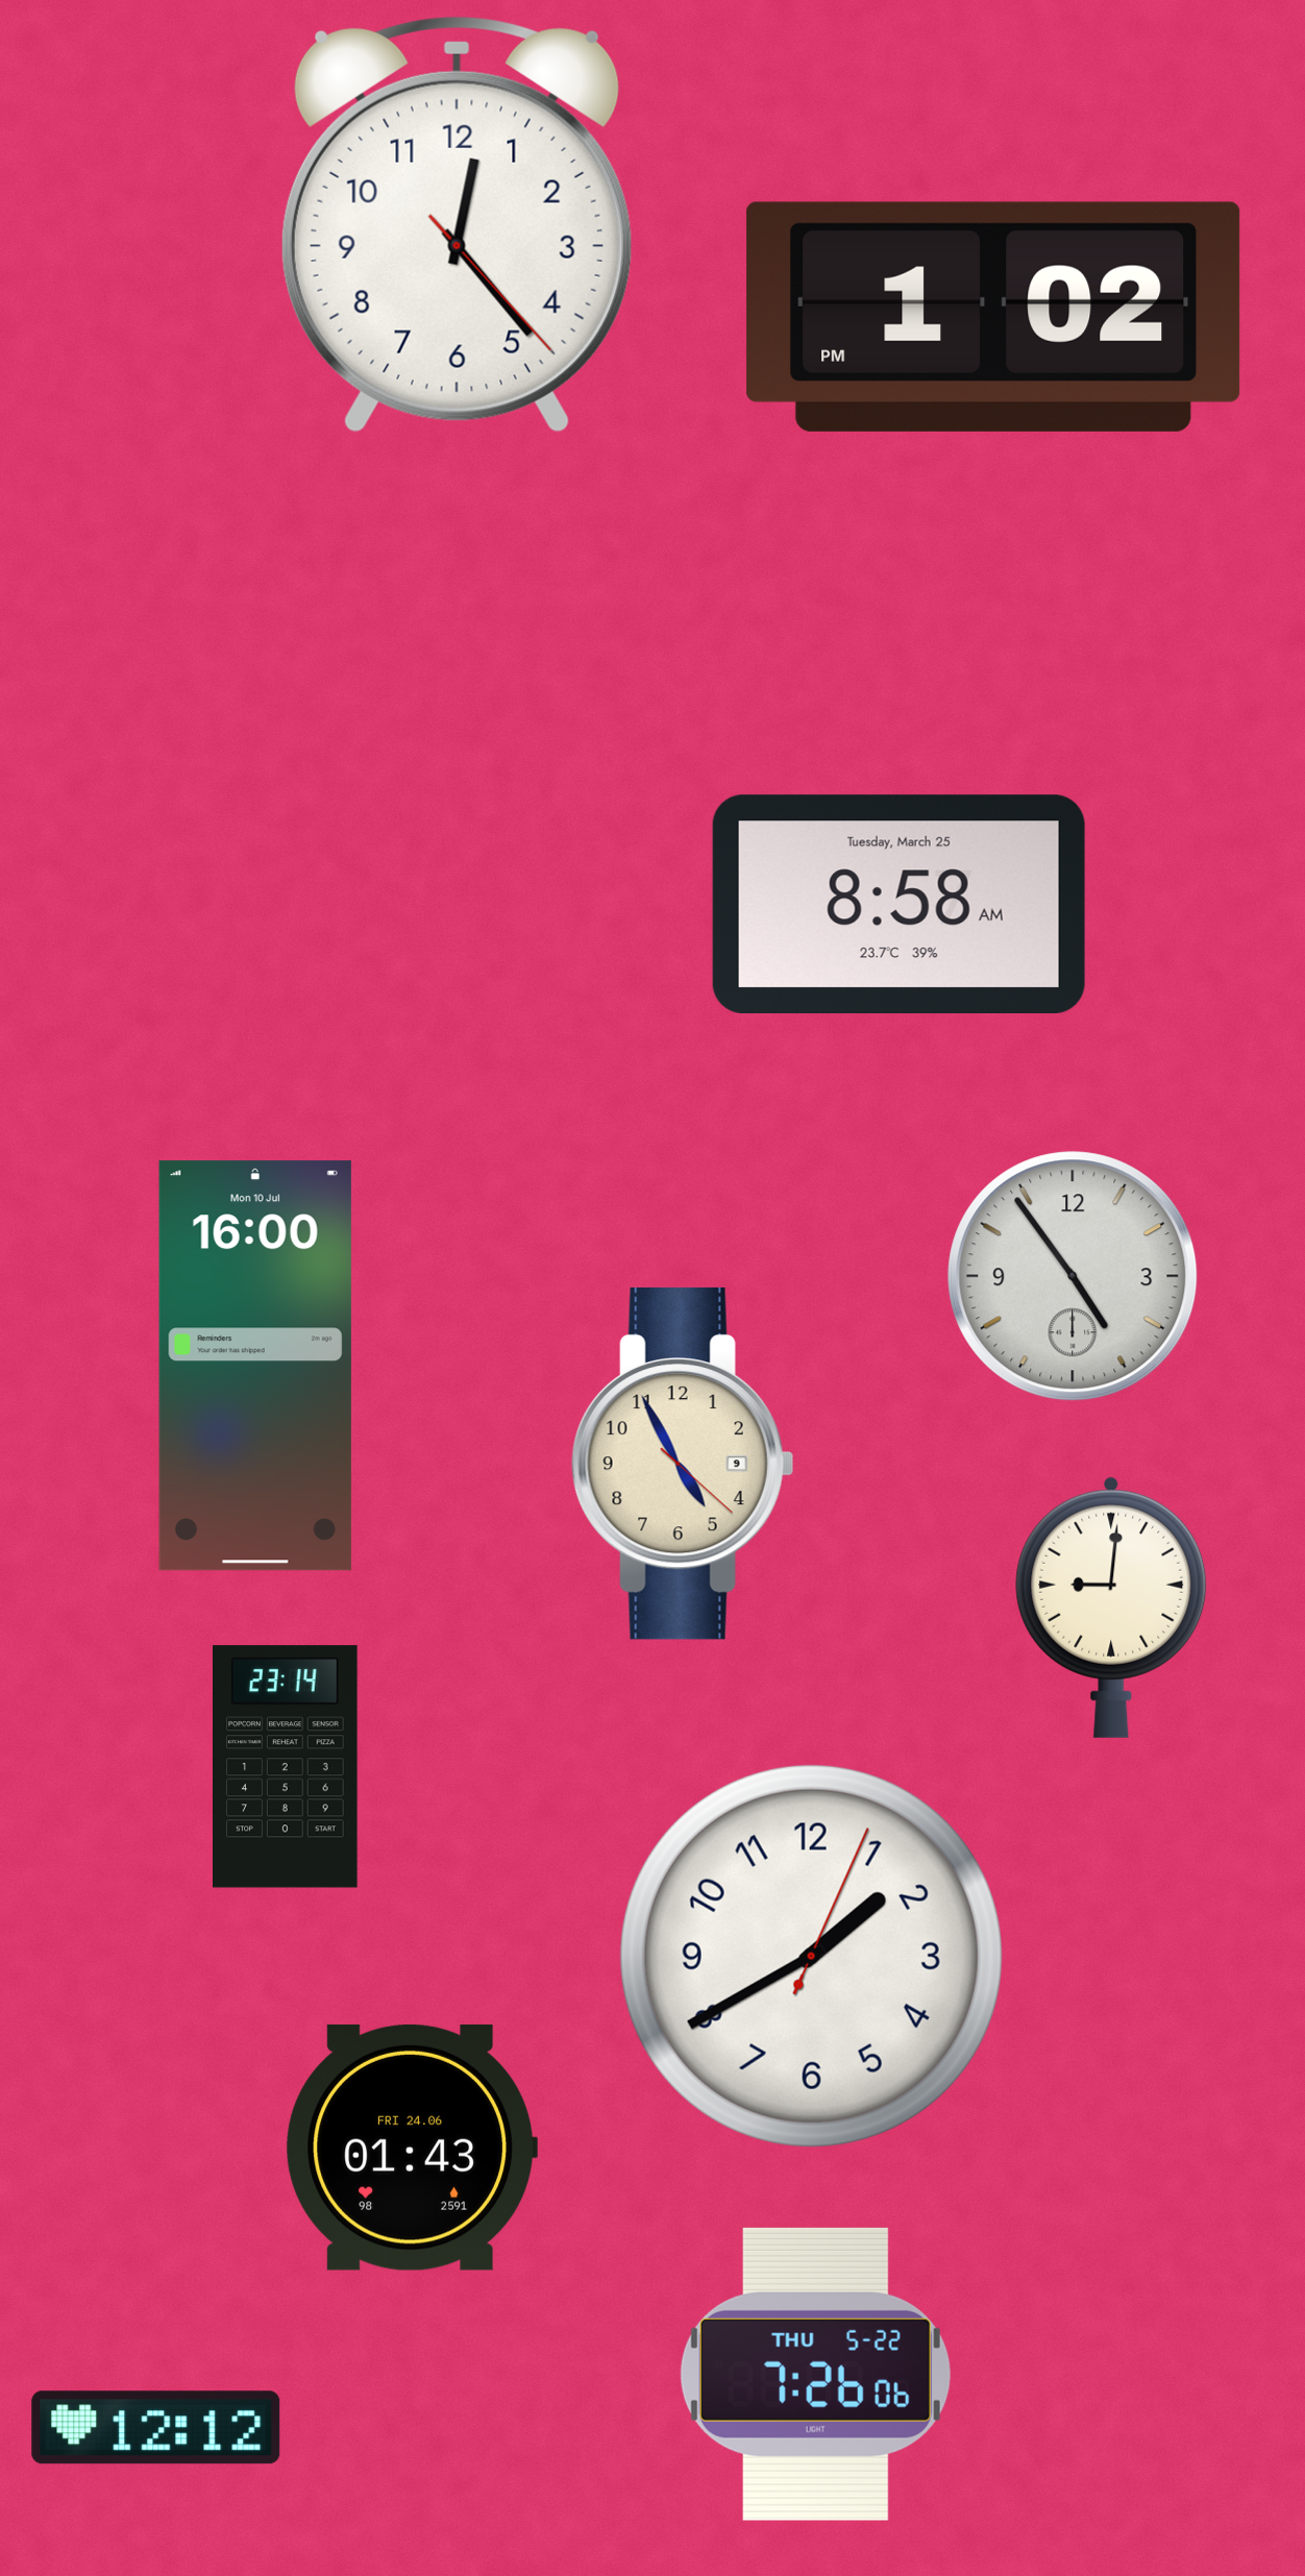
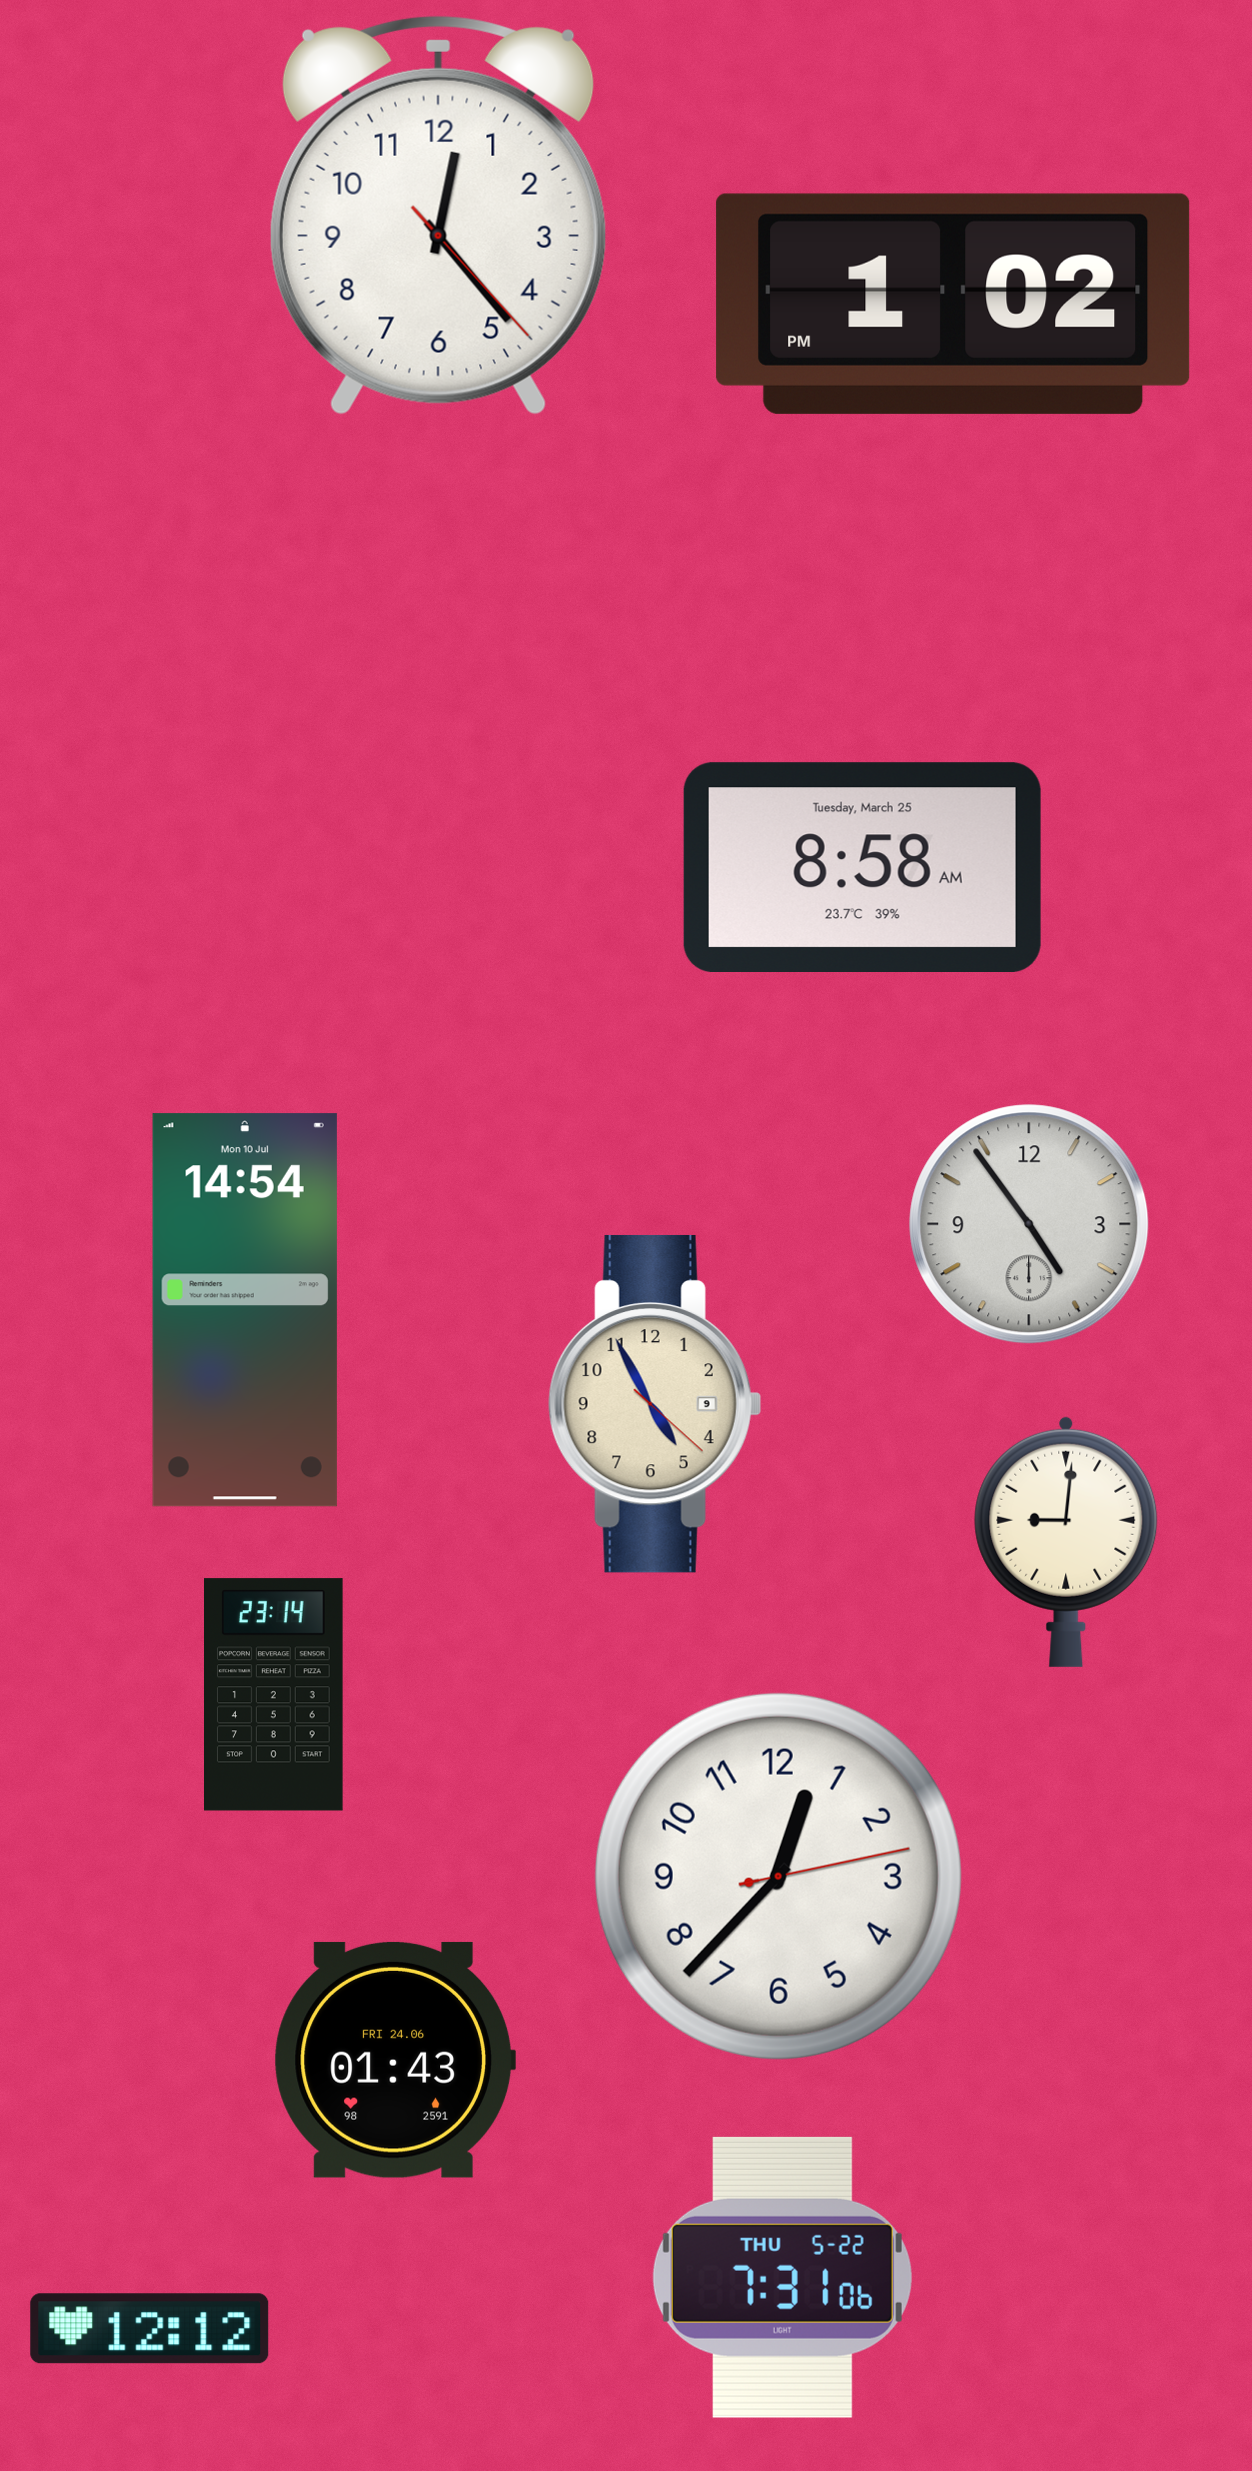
clock at (255, 1366): 16:00 -> 14:54
clock at (811, 1956): 1:40 -> 12:37
clock at (815, 2374): 7:26 -> 7:31
